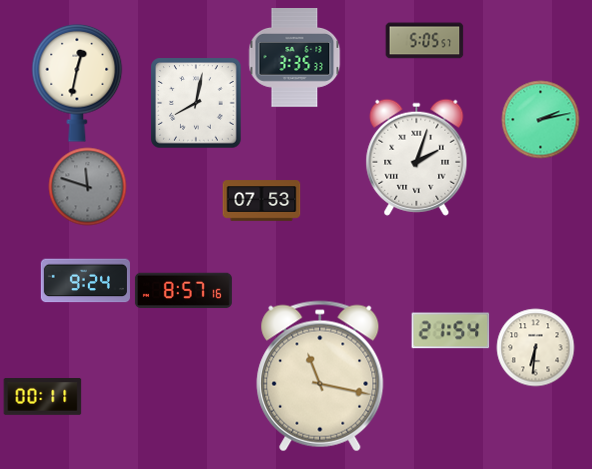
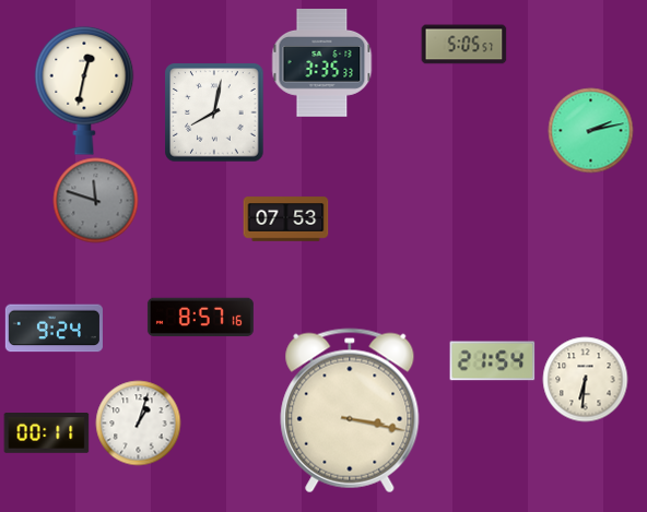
clock at (417, 157): 2:03 -> none
clock at (87, 186) position: (87, 186) -> (95, 200)
clock at (85, 281) position: (85, 281) -> (54, 329)
clock at (320, 376): 11:17 -> 3:17
clock at (138, 422): none -> 1:03
